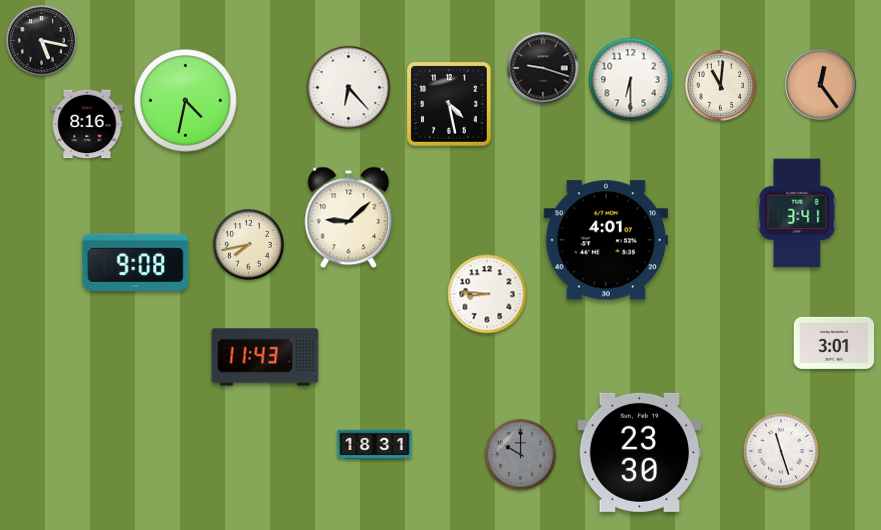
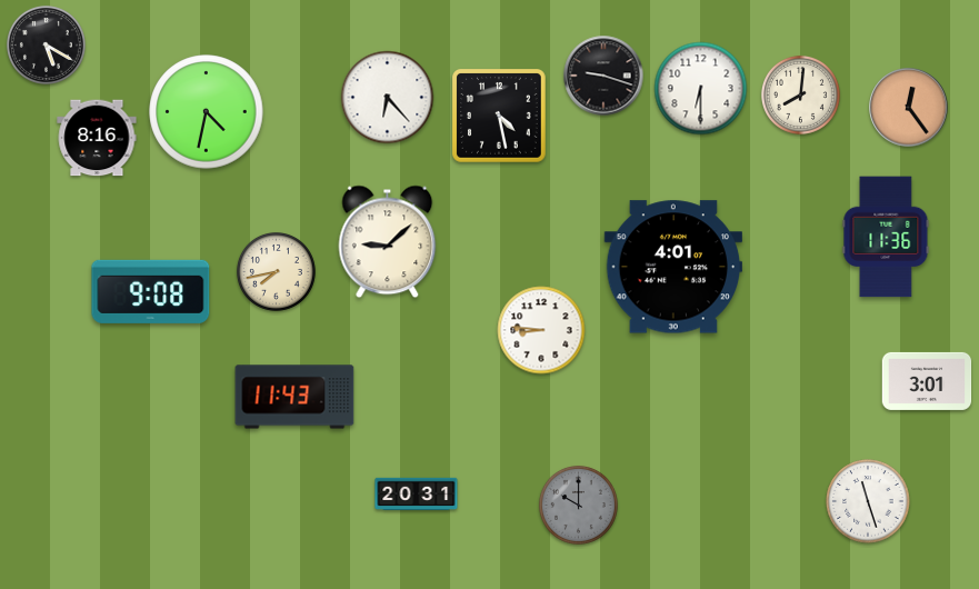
clock at (41, 40): 5:17 -> 5:20
clock at (720, 85): 11:01 -> 8:01
clock at (821, 85) position: (821, 85) -> (909, 108)
clock at (797, 213): 3:41 -> 11:36
clock at (487, 294) position: (487, 294) -> (541, 330)
clock at (375, 444): 18:31 -> 20:31
clock at (640, 452): 23:30 -> none
